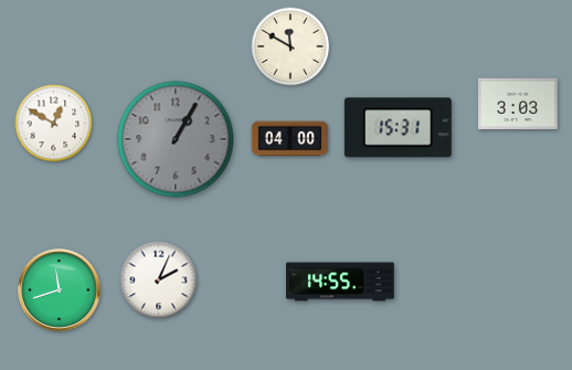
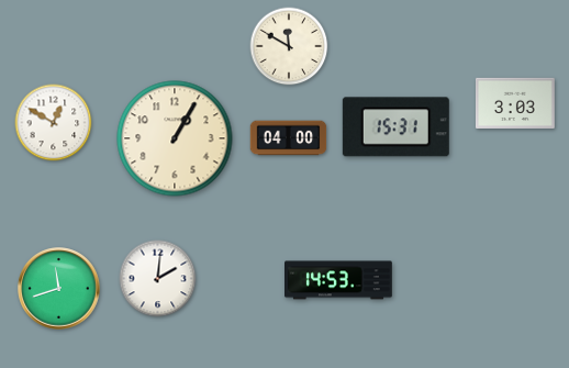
clock at (176, 139) dial: grey -> cream
clock at (159, 281): 2:04 -> 2:01
clock at (341, 282): 14:55 -> 14:53
